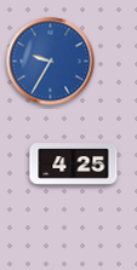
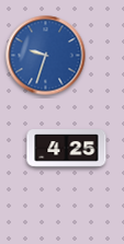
clock at (51, 62): 9:35 -> 9:33
